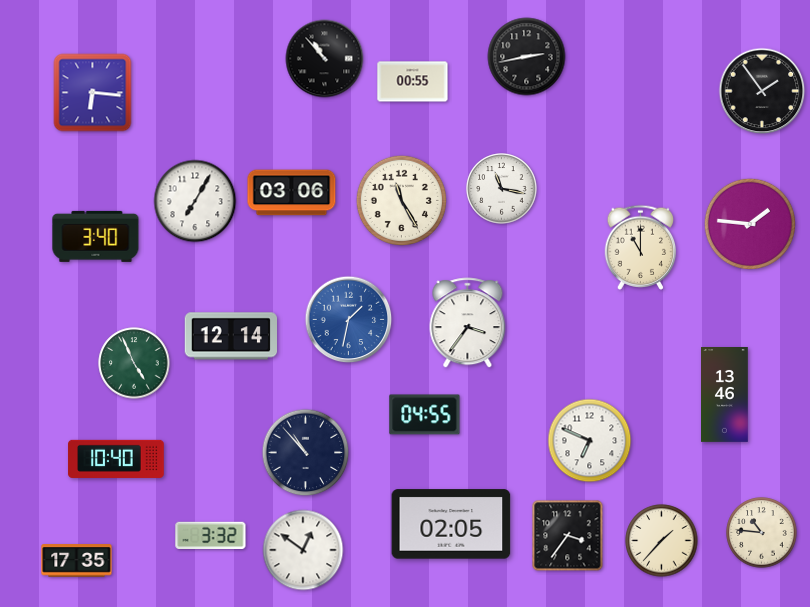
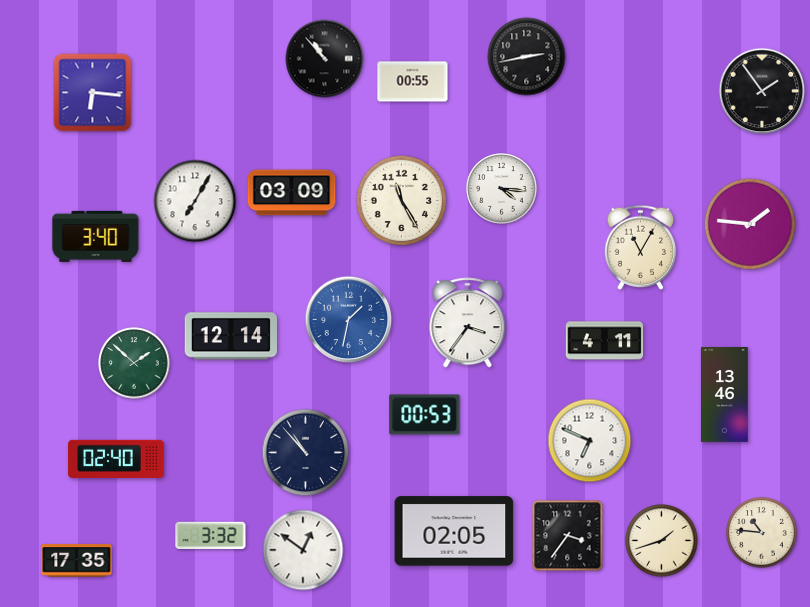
clock at (502, 189): 11:17 -> 4:16
clock at (292, 193): 03:06 -> 03:09
clock at (641, 247): 11:00 -> 11:05
clock at (605, 341): none -> 4:11
clock at (134, 363): 4:56 -> 1:52
clock at (425, 415): 04:55 -> 00:53
clock at (116, 459): 10:40 -> 02:40
clock at (451, 524) position: (451, 524) -> (454, 531)
clock at (662, 541): 1:37 -> 1:42
